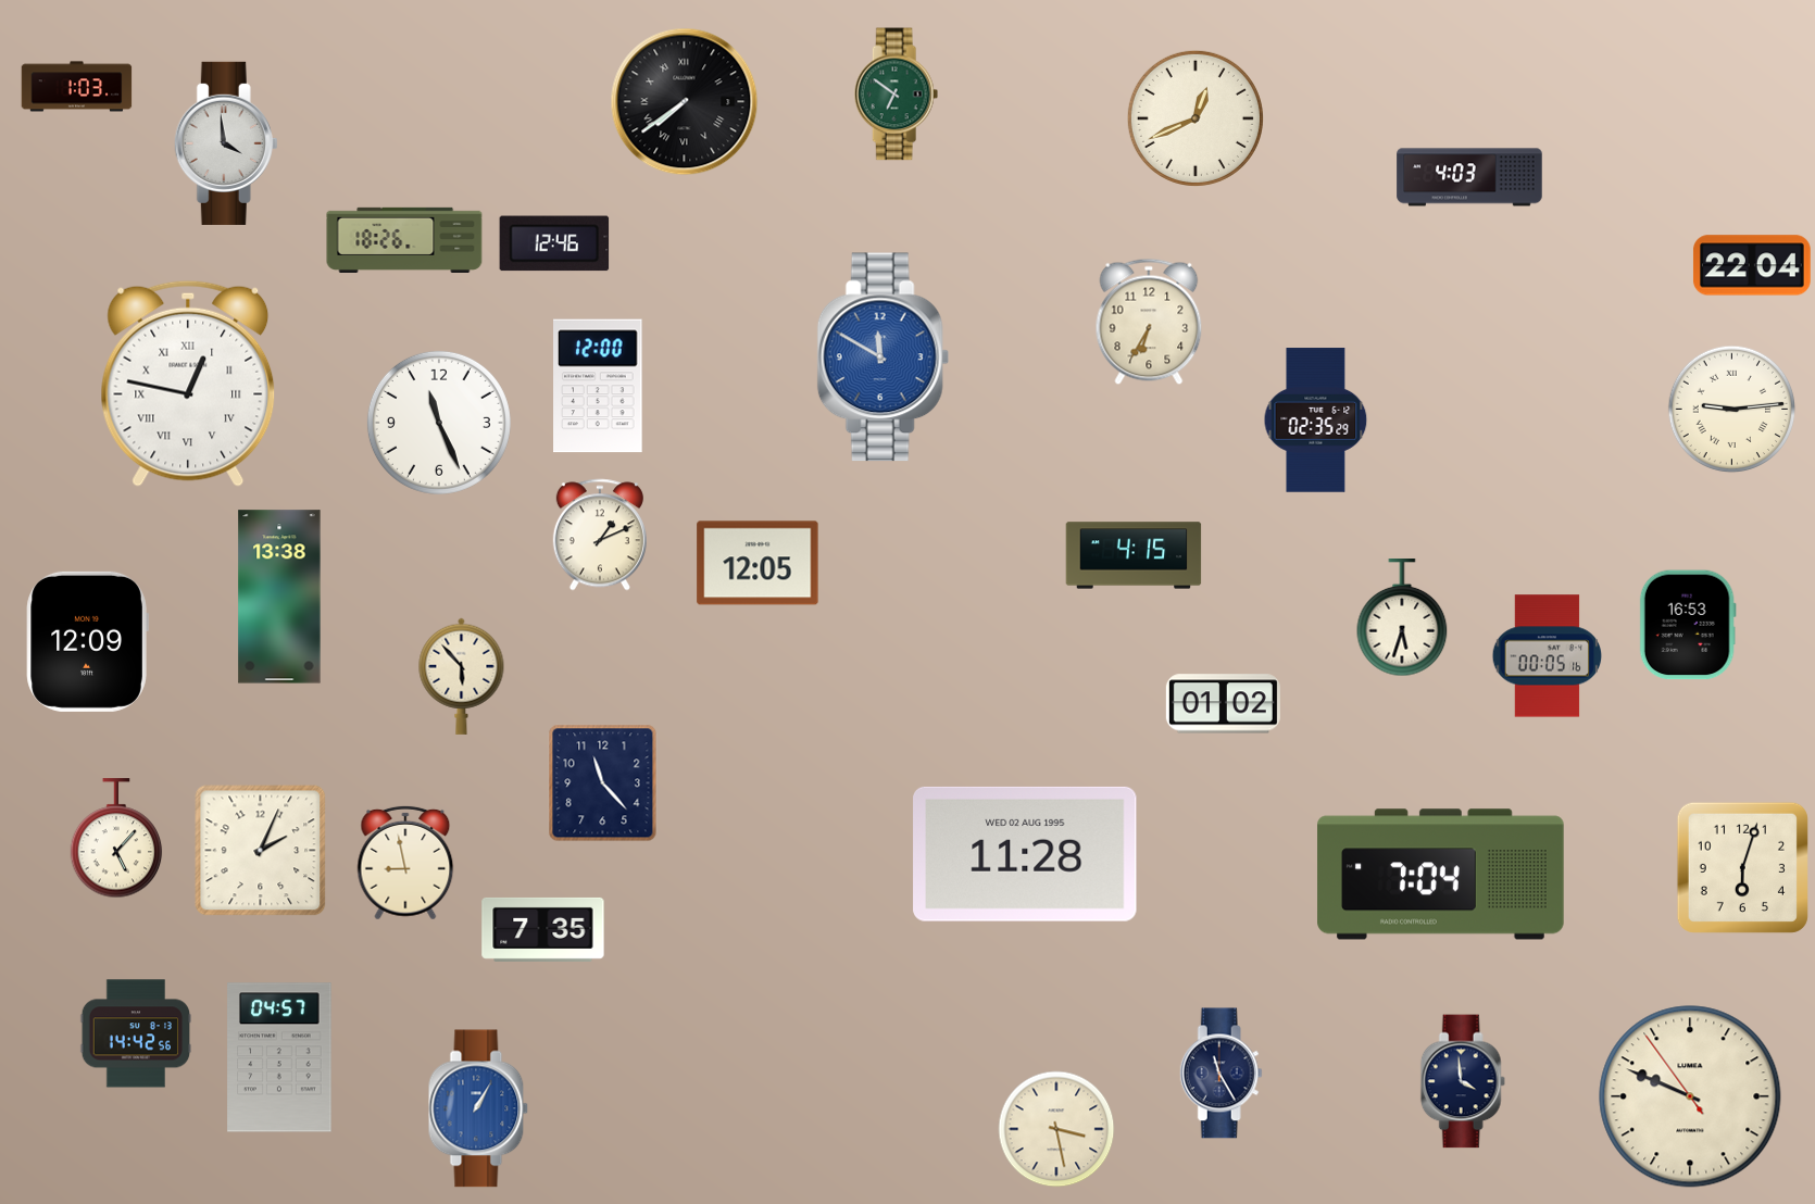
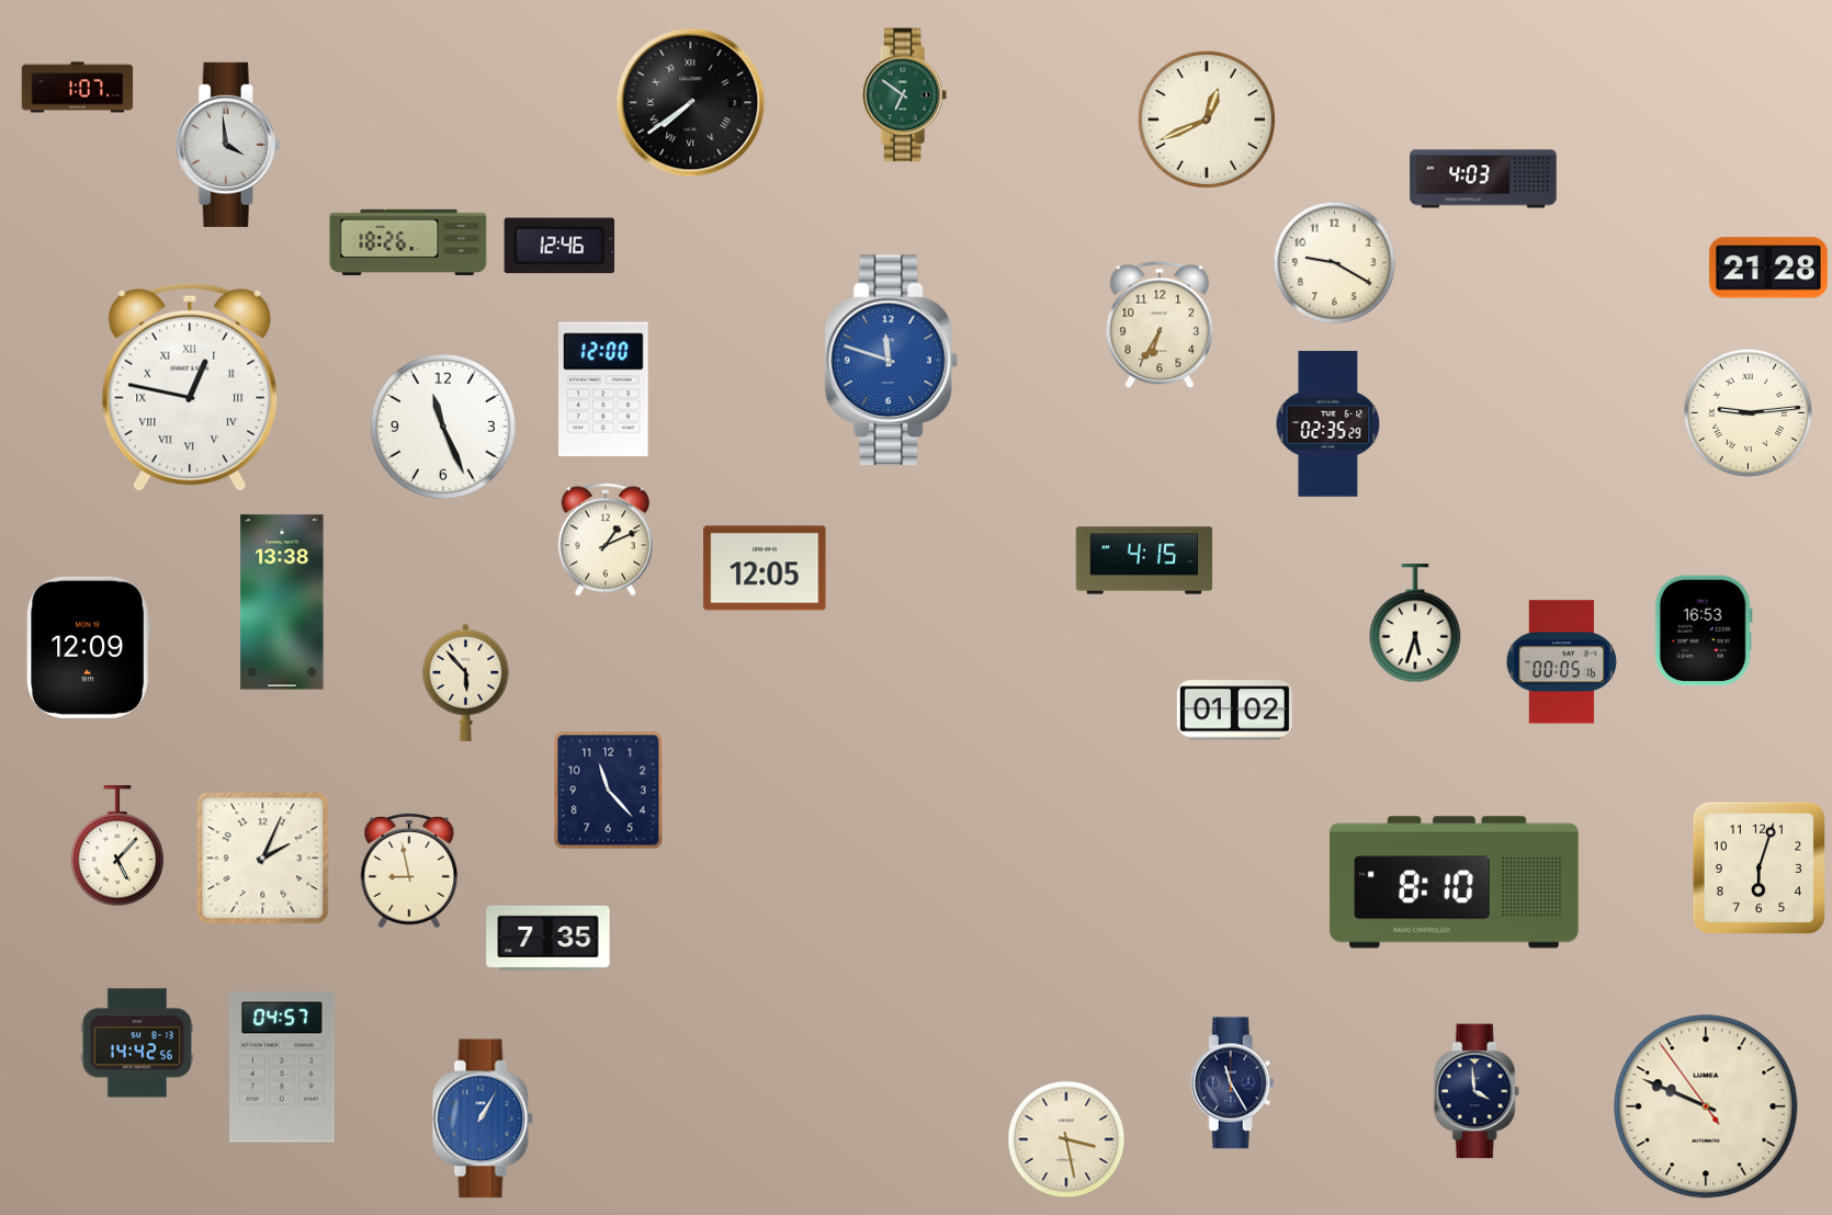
clock at (77, 87): 1:03 -> 1:07
clock at (1335, 263): none -> 9:20
clock at (1752, 265): 22:04 -> 21:28
clock at (883, 358): 11:50 -> 11:48
clock at (1025, 854): 11:28 -> none
clock at (1742, 867) position: (1742, 867) -> (1759, 867)
clock at (1441, 875): 7:04 -> 8:10
